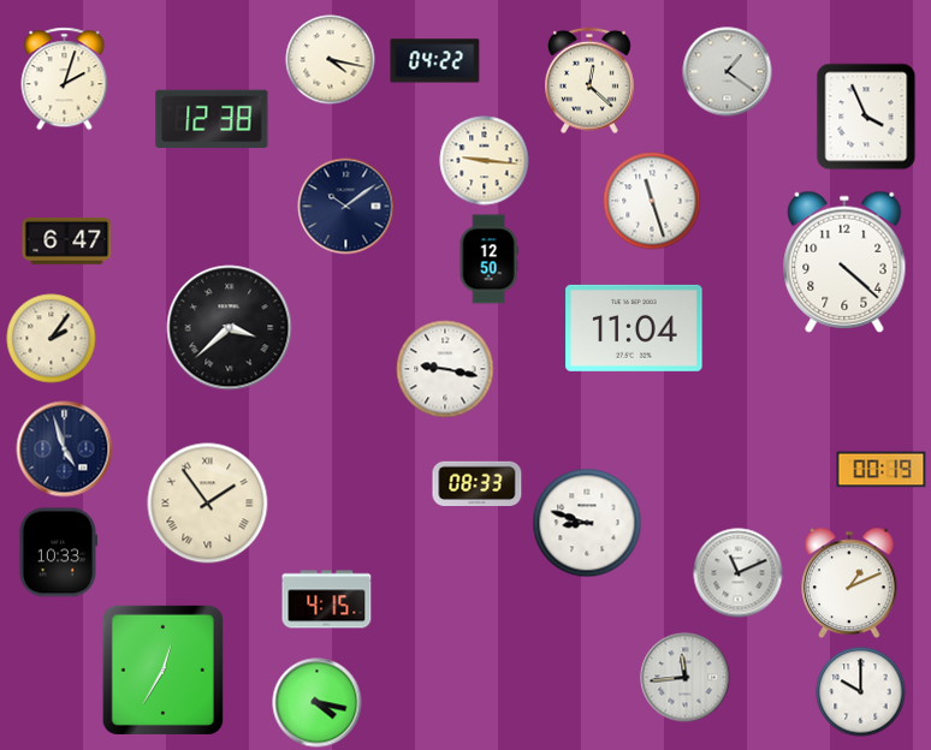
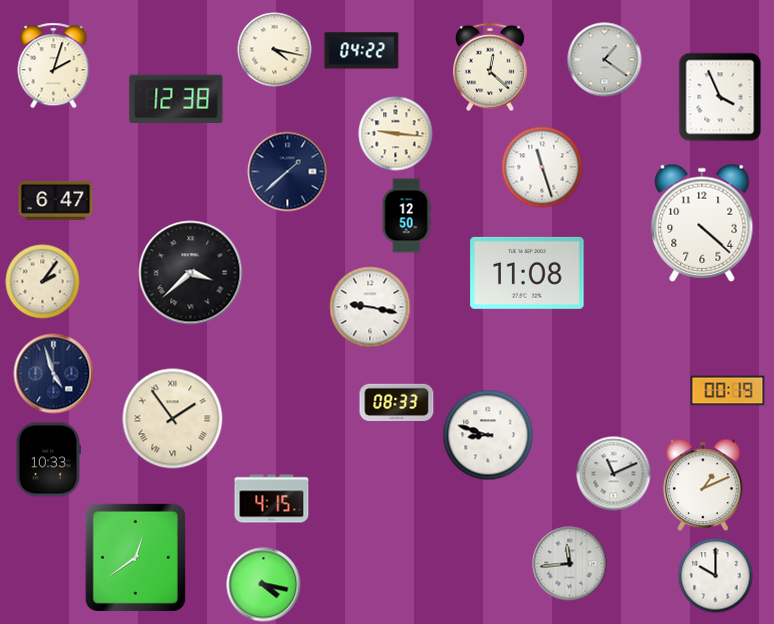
clock at (485, 161) position: (485, 161) -> (396, 134)
clock at (346, 207): 10:09 -> 1:38
clock at (844, 262) position: (844, 262) -> (702, 223)
clock at (634, 328): 11:04 -> 11:08
clock at (882, 470) position: (882, 470) -> (728, 391)
clock at (739, 573) position: (739, 573) -> (614, 474)
clock at (850, 583) position: (850, 583) -> (704, 485)
clock at (162, 669): 12:35 -> 12:39
